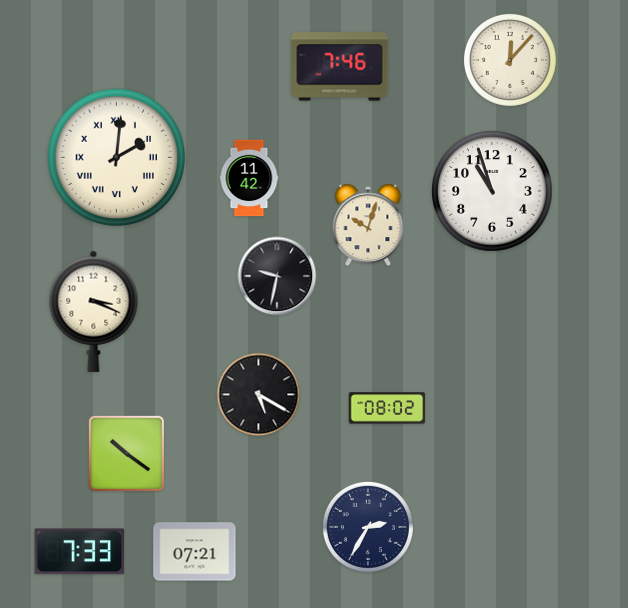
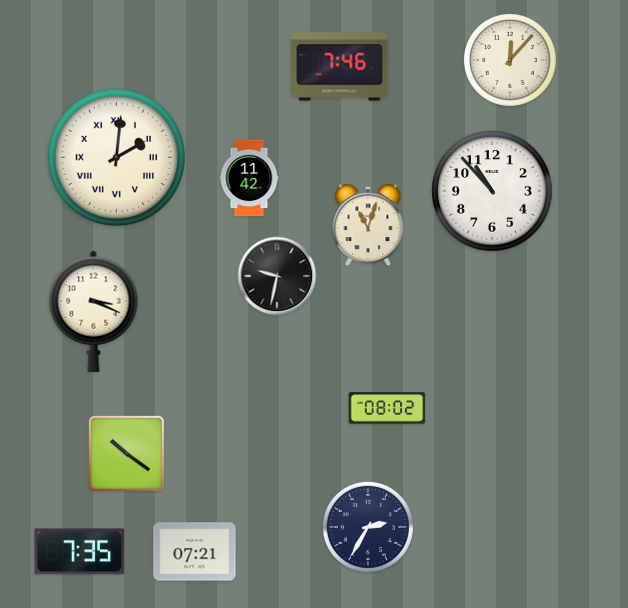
clock at (492, 191): 10:57 -> 10:53
clock at (368, 225): 10:03 -> 11:03
clock at (259, 395): 5:20 -> none
clock at (80, 552): 7:33 -> 7:35
